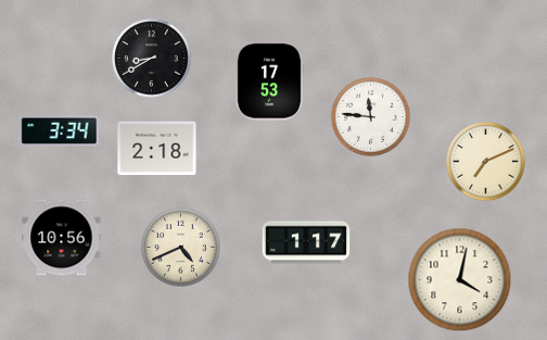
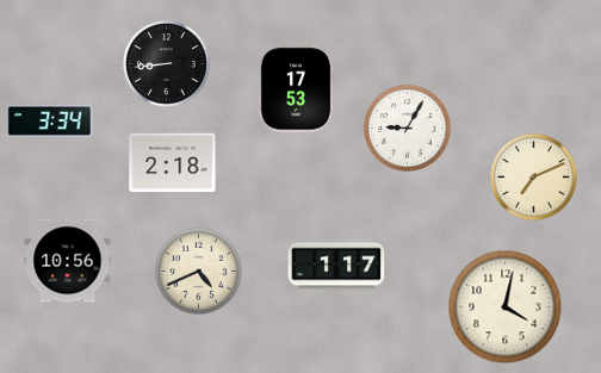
clock at (152, 59): 8:40 -> 8:44
clock at (371, 117): 11:46 -> 9:05
clock at (60, 130) position: (60, 130) -> (50, 120)
